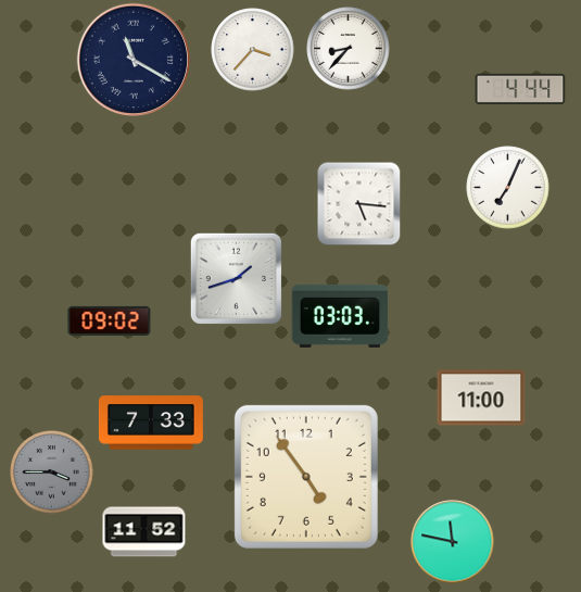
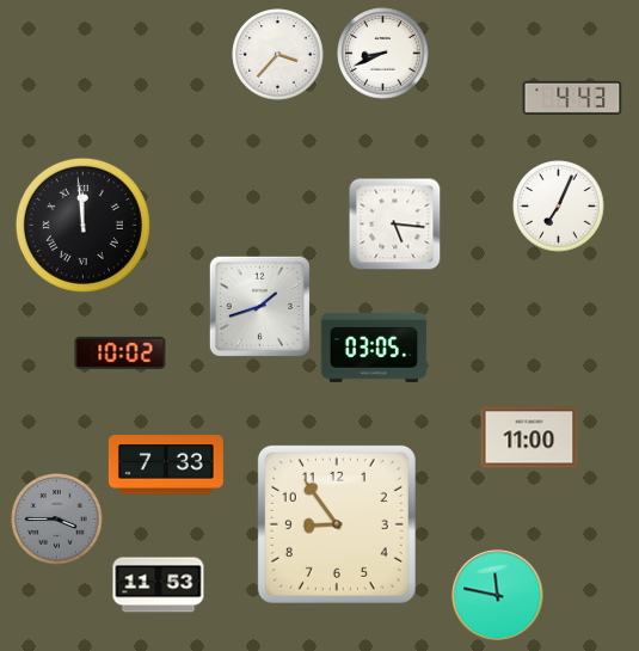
clock at (349, 49): 8:37 -> 8:41
clock at (132, 59): 11:20 -> none
clock at (520, 89): 4:44 -> 4:43
clock at (82, 225): none -> 11:59
clock at (340, 316): 03:03 -> 03:05
clock at (110, 320): 09:02 -> 10:02
clock at (306, 477): 4:54 -> 8:54
clock at (144, 532): 11:52 -> 11:53
